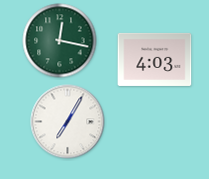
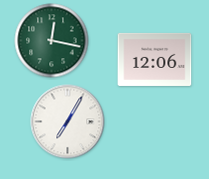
clock at (60, 41) position: (60, 41) -> (52, 41)
clock at (155, 59): 4:03 -> 12:06
